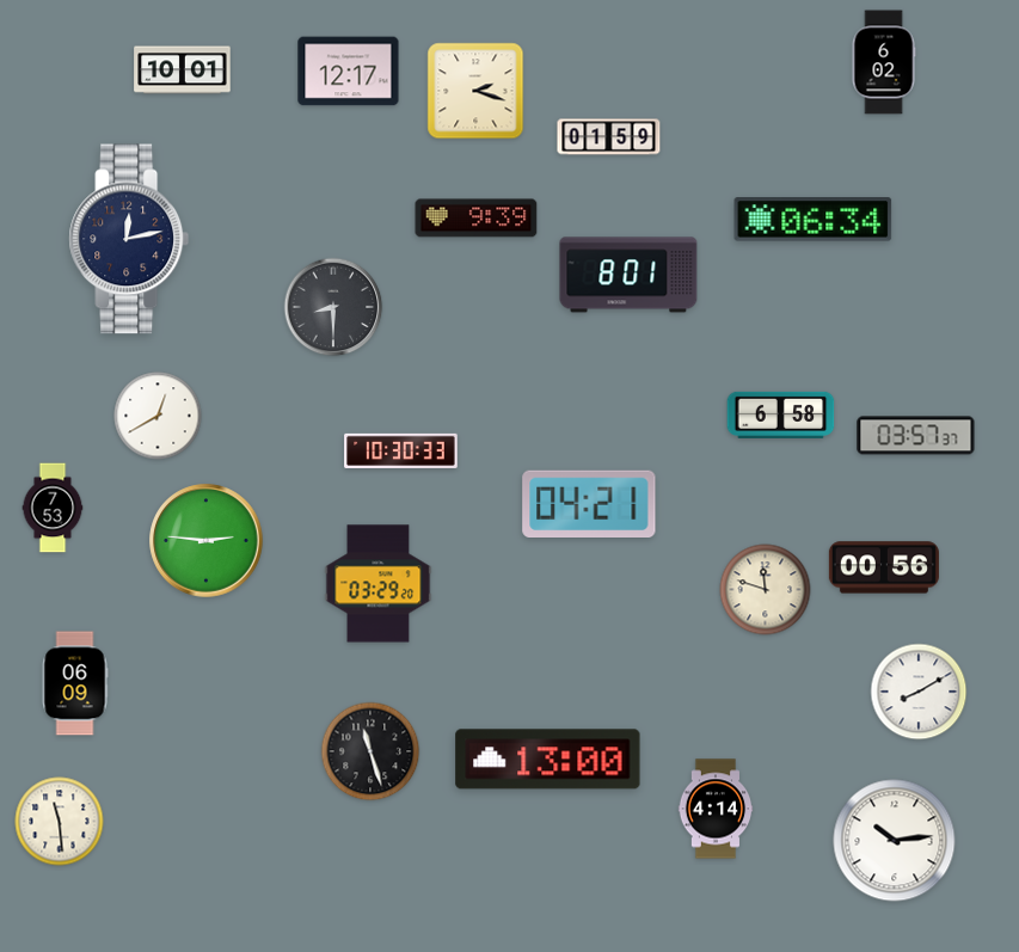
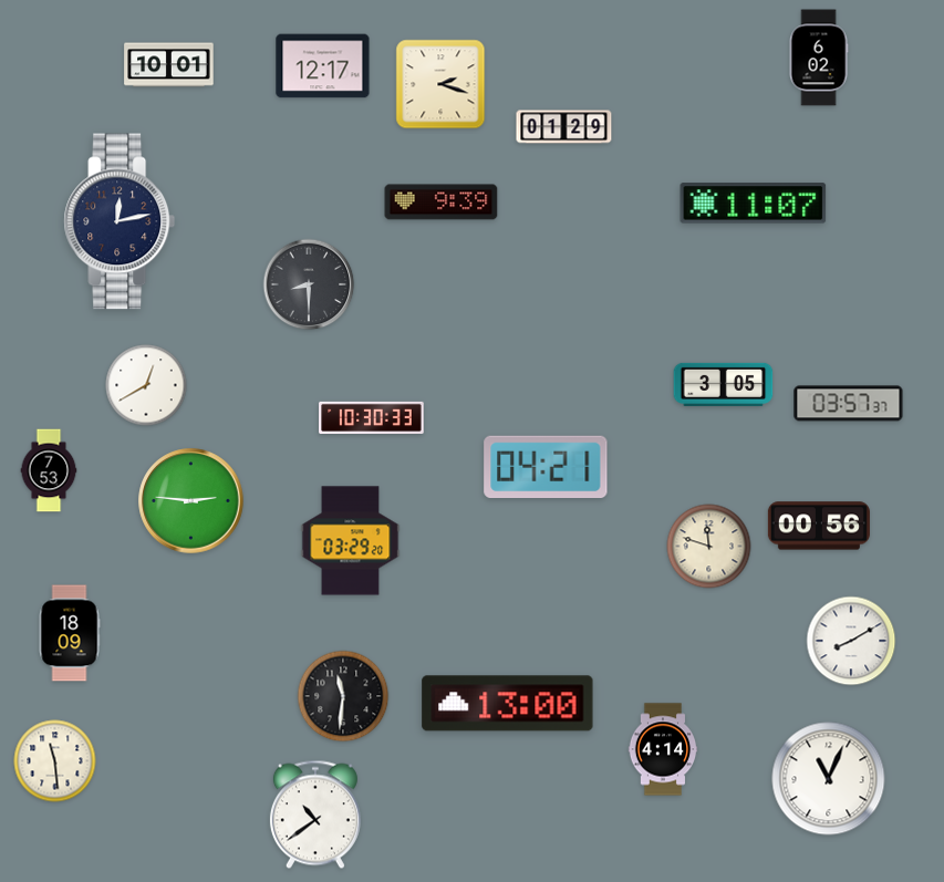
clock at (609, 137): 01:59 -> 01:29
clock at (814, 220): 06:34 -> 11:07
clock at (628, 275): 8:01 -> none
clock at (781, 414): 6:58 -> 3:05
clock at (75, 683): 06:09 -> 18:09
clock at (370, 751): 11:27 -> 11:31
clock at (895, 841): 10:14 -> 11:04
clock at (315, 814): none -> 10:39
